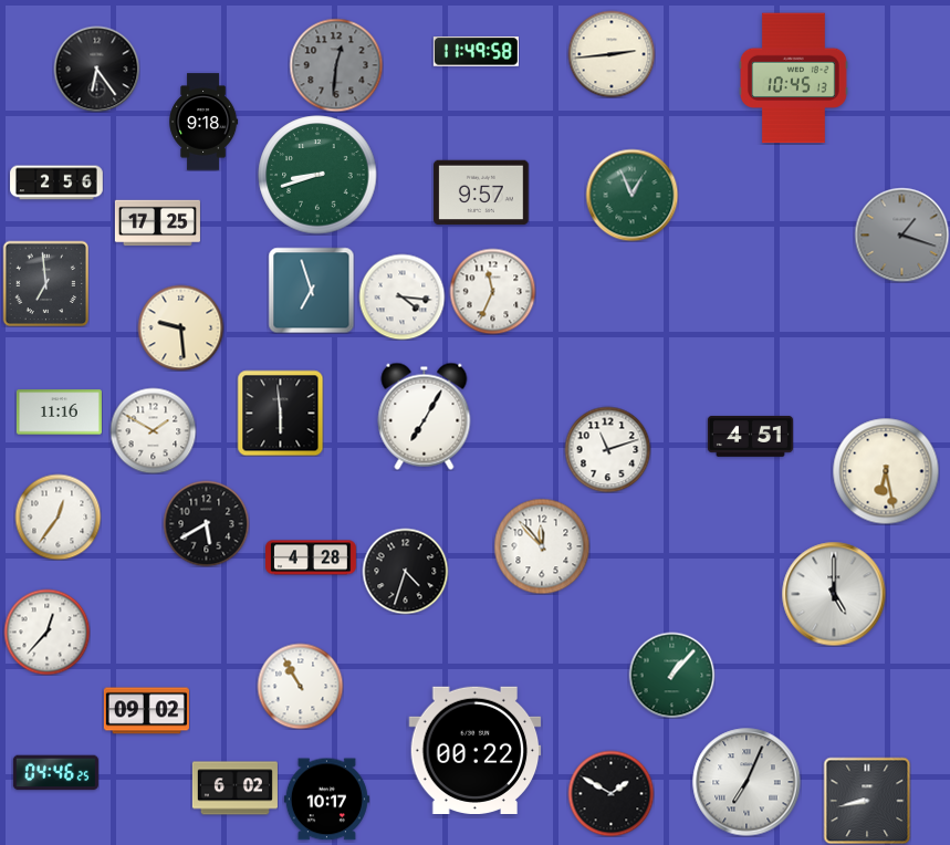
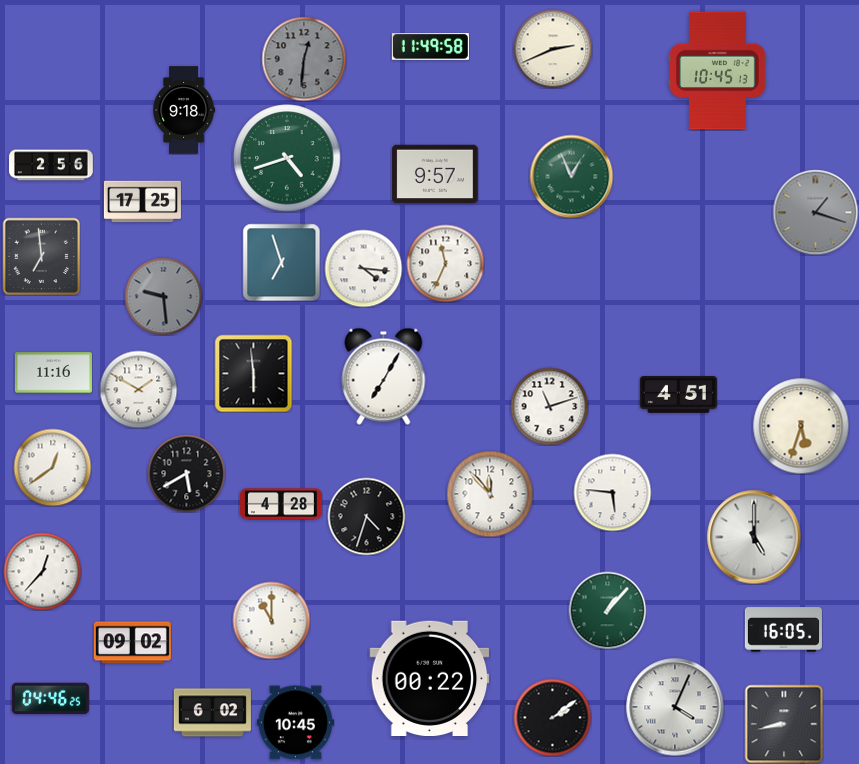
clock at (612, 54): 2:44 -> 2:41
clock at (96, 69): 6:24 -> none
clock at (317, 175): 8:42 -> 4:42
clock at (180, 327) dial: cream -> grey
clock at (886, 471): 6:28 -> 5:33
clock at (58, 517): 12:36 -> 12:39
clock at (612, 492): none -> 5:46
clock at (300, 686): 10:55 -> 11:00
clock at (783, 630): none -> 16:05
clock at (747, 782): 7:04 -> 4:04
clock at (610, 793): 1:50 -> 2:09
clock at (326, 800): 10:17 -> 10:45
